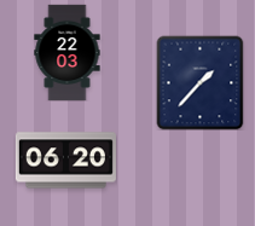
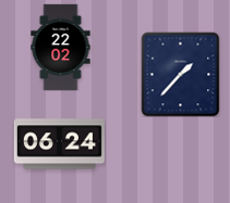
clock at (68, 52): 22:03 -> 22:02
clock at (65, 161): 06:20 -> 06:24
